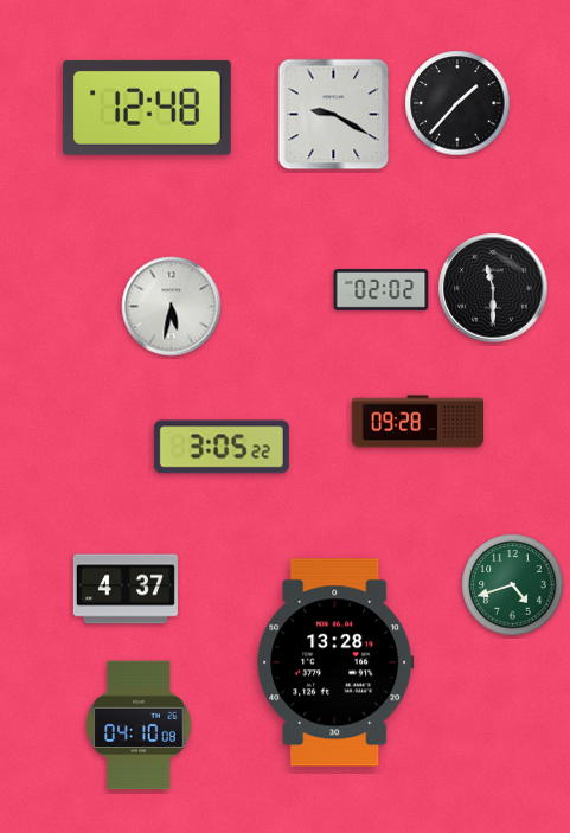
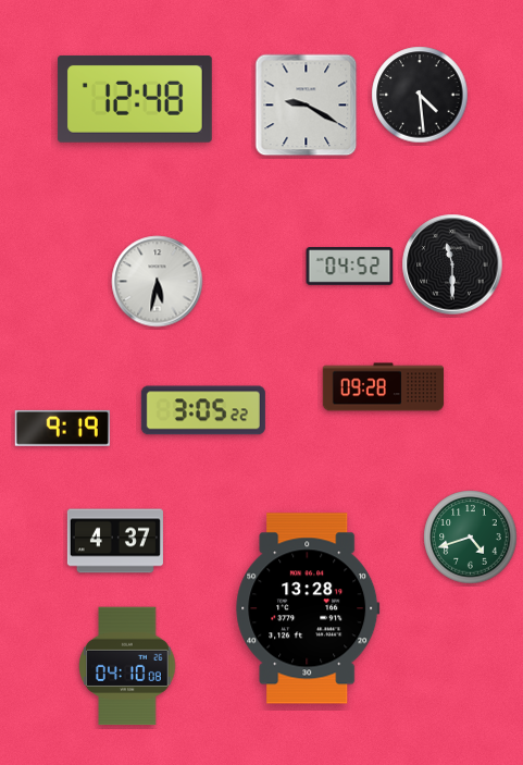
clock at (457, 103): 1:37 -> 4:29
clock at (382, 290): 02:02 -> 04:52
clock at (62, 428): none -> 9:19
